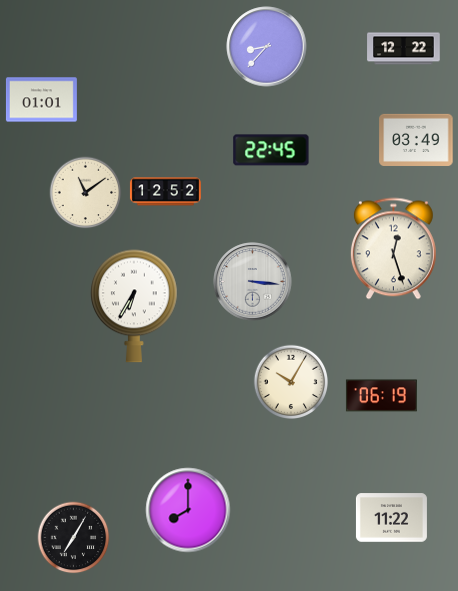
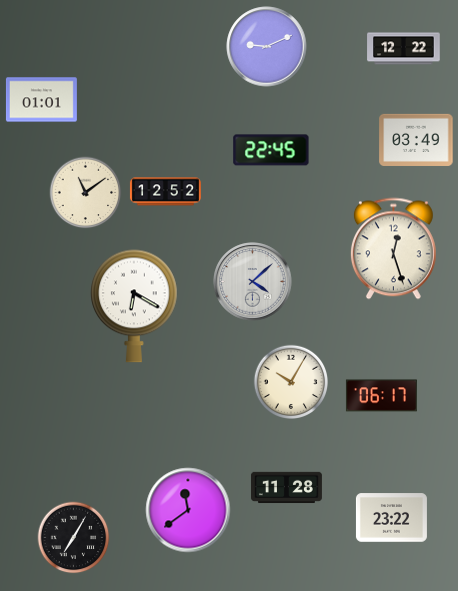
clock at (267, 47): 8:37 -> 9:11
clock at (253, 282): 3:16 -> 4:08
clock at (135, 306): 6:35 -> 6:20
clock at (381, 396): 06:19 -> 06:17
clock at (286, 488): none -> 11:28
clock at (188, 510): 8:00 -> 11:39
clock at (391, 518): 11:22 -> 23:22
